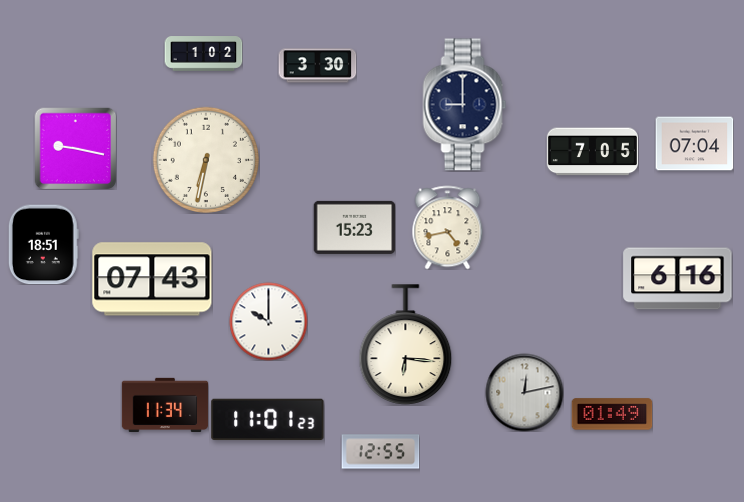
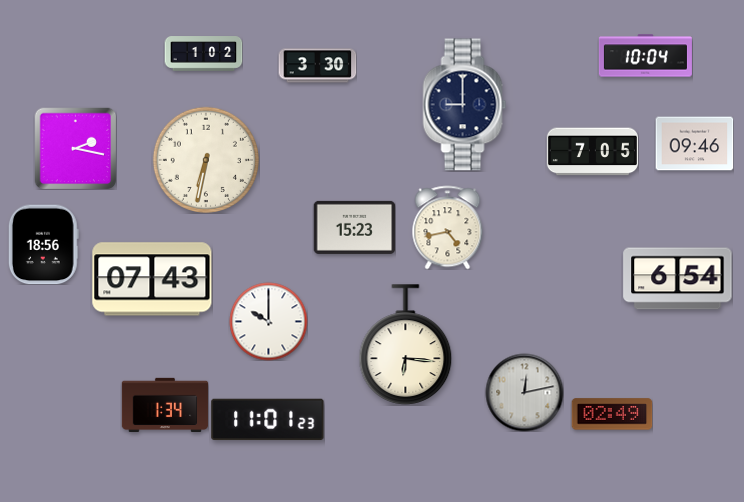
clock at (645, 56): none -> 10:04
clock at (694, 144): 07:04 -> 09:46
clock at (75, 148): 9:17 -> 2:17
clock at (43, 244): 18:51 -> 18:56
clock at (678, 279): 6:16 -> 6:54
clock at (165, 404): 11:34 -> 1:34
clock at (612, 414): 01:49 -> 02:49
clock at (380, 452): 12:55 -> none
